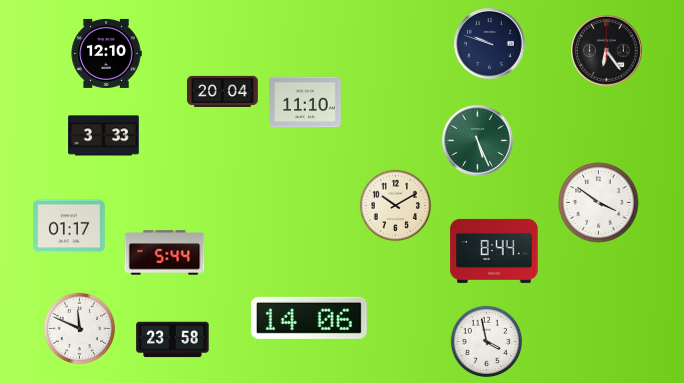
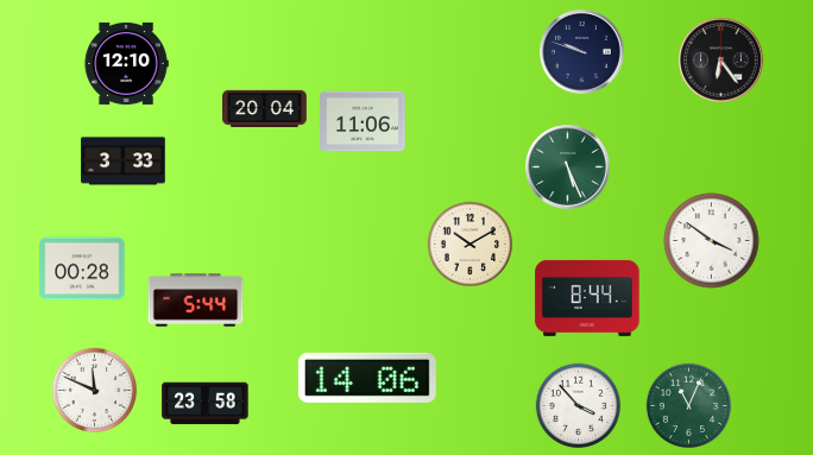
clock at (305, 102): 11:10 -> 11:06
clock at (69, 226): 01:17 -> 00:28
clock at (487, 342): 3:58 -> 3:53
clock at (689, 406): none -> 11:04
